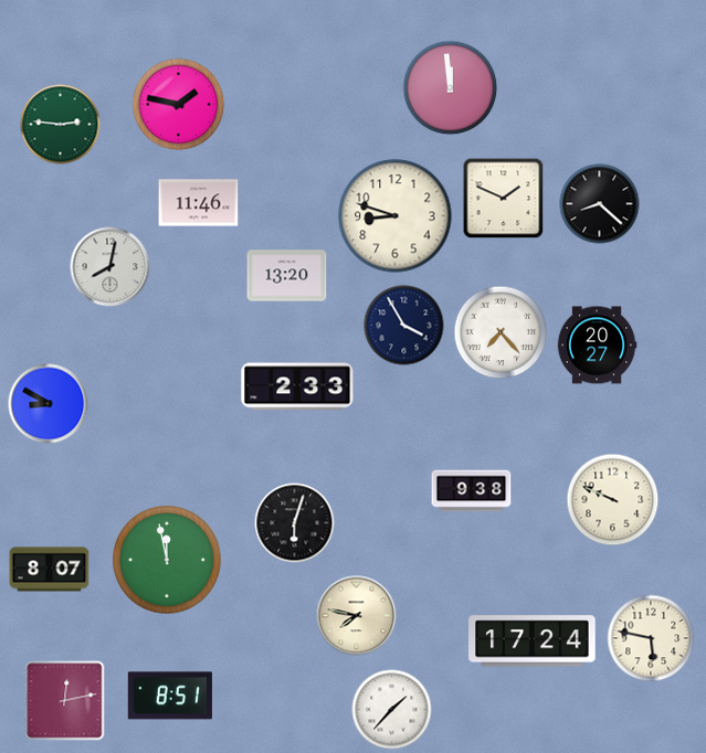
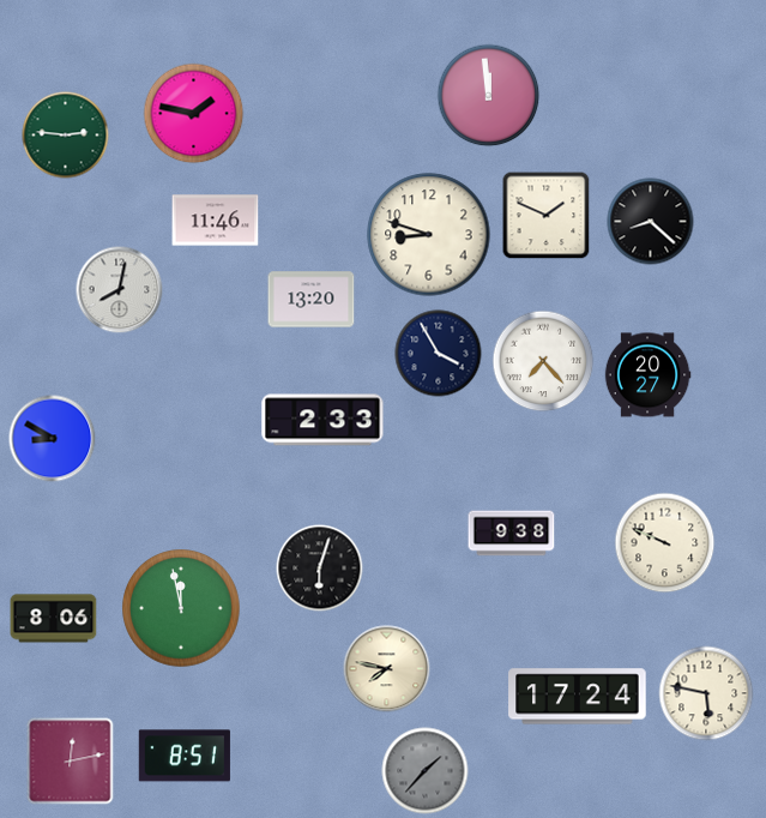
clock at (50, 570): 8:07 -> 8:06
clock at (392, 710) dial: white -> grey
